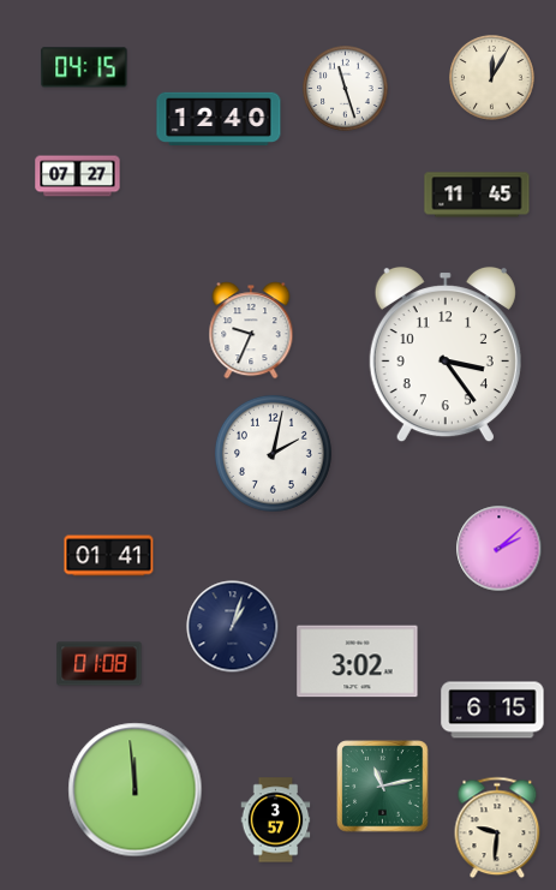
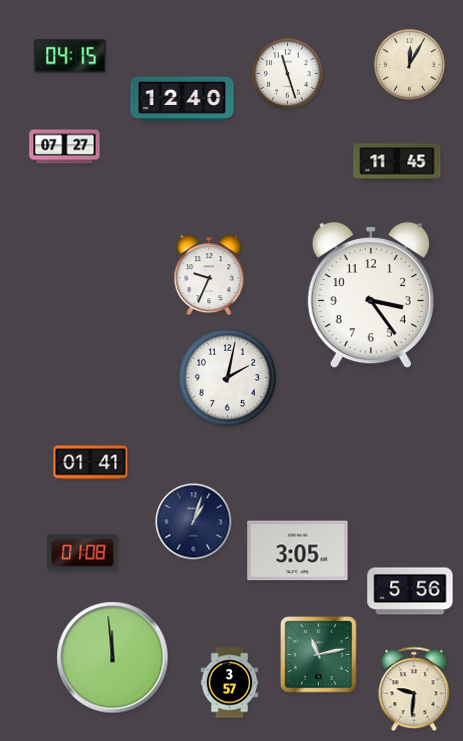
clock at (500, 549): 2:08 -> none
clock at (358, 662): 3:02 -> 3:05
clock at (492, 710): 6:15 -> 5:56
